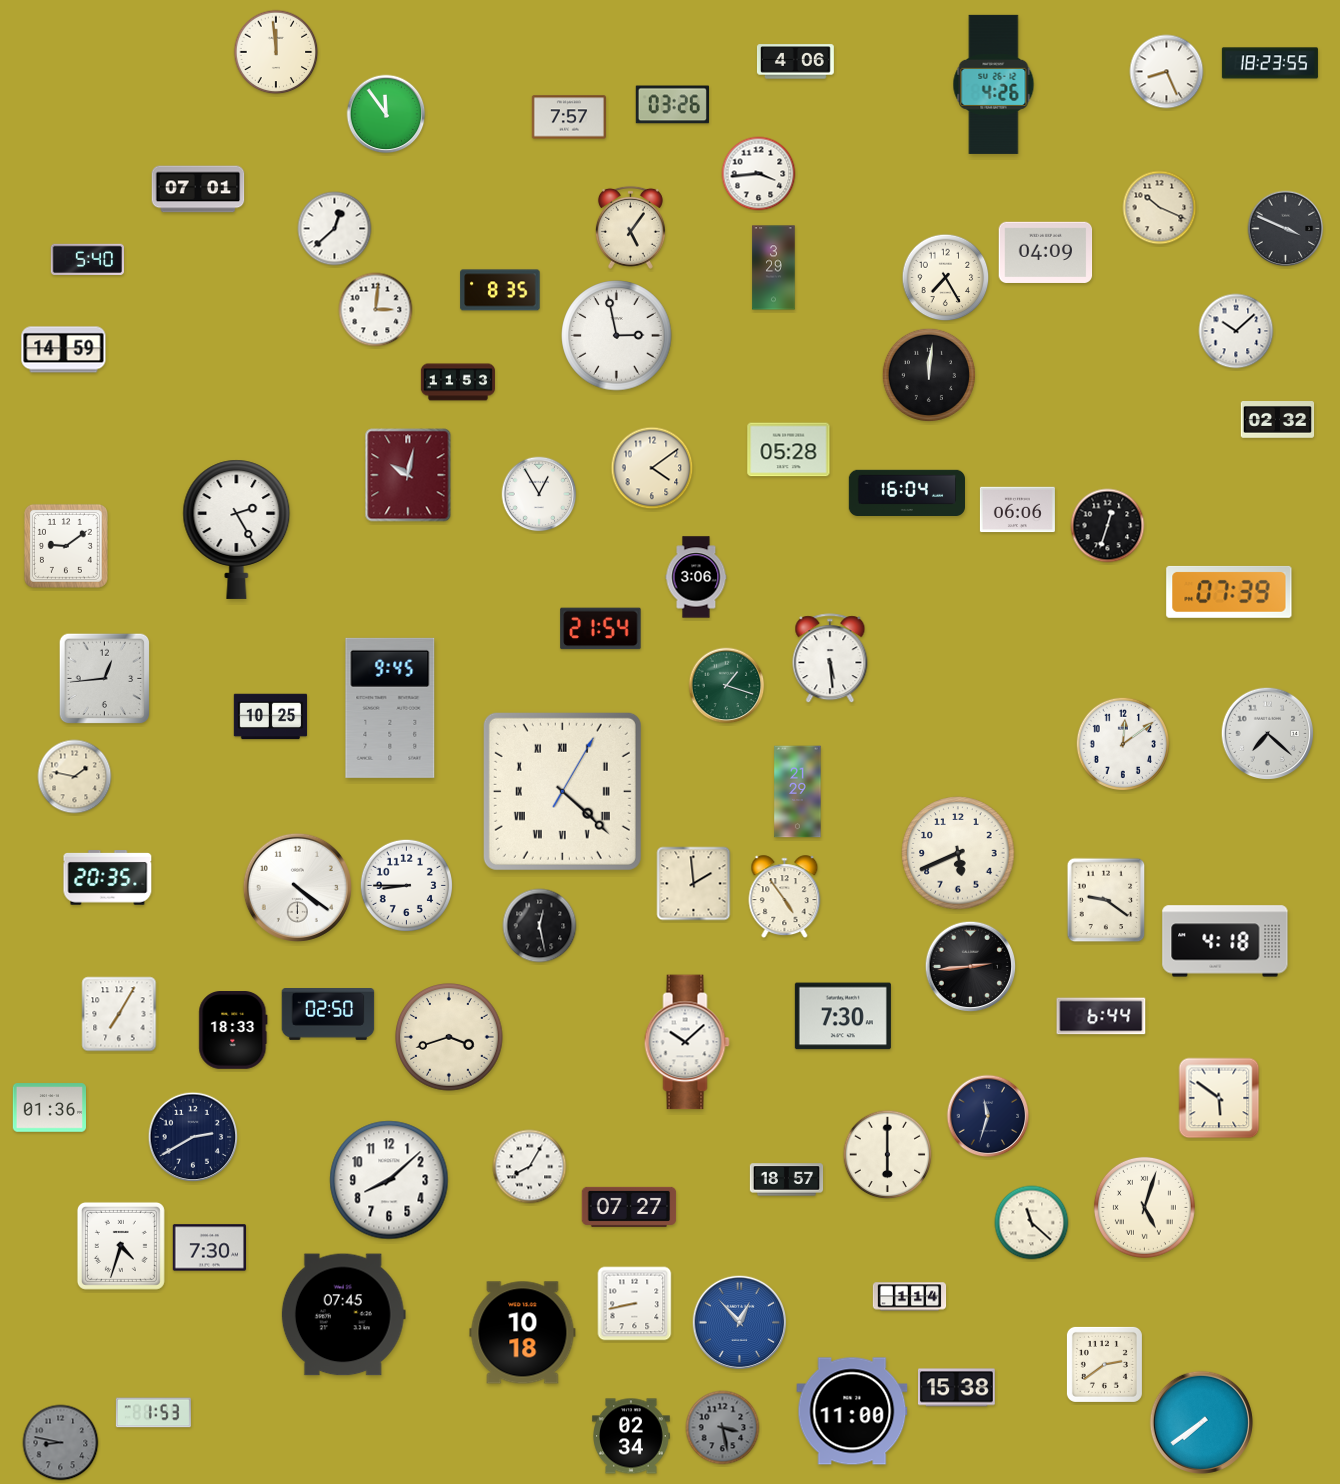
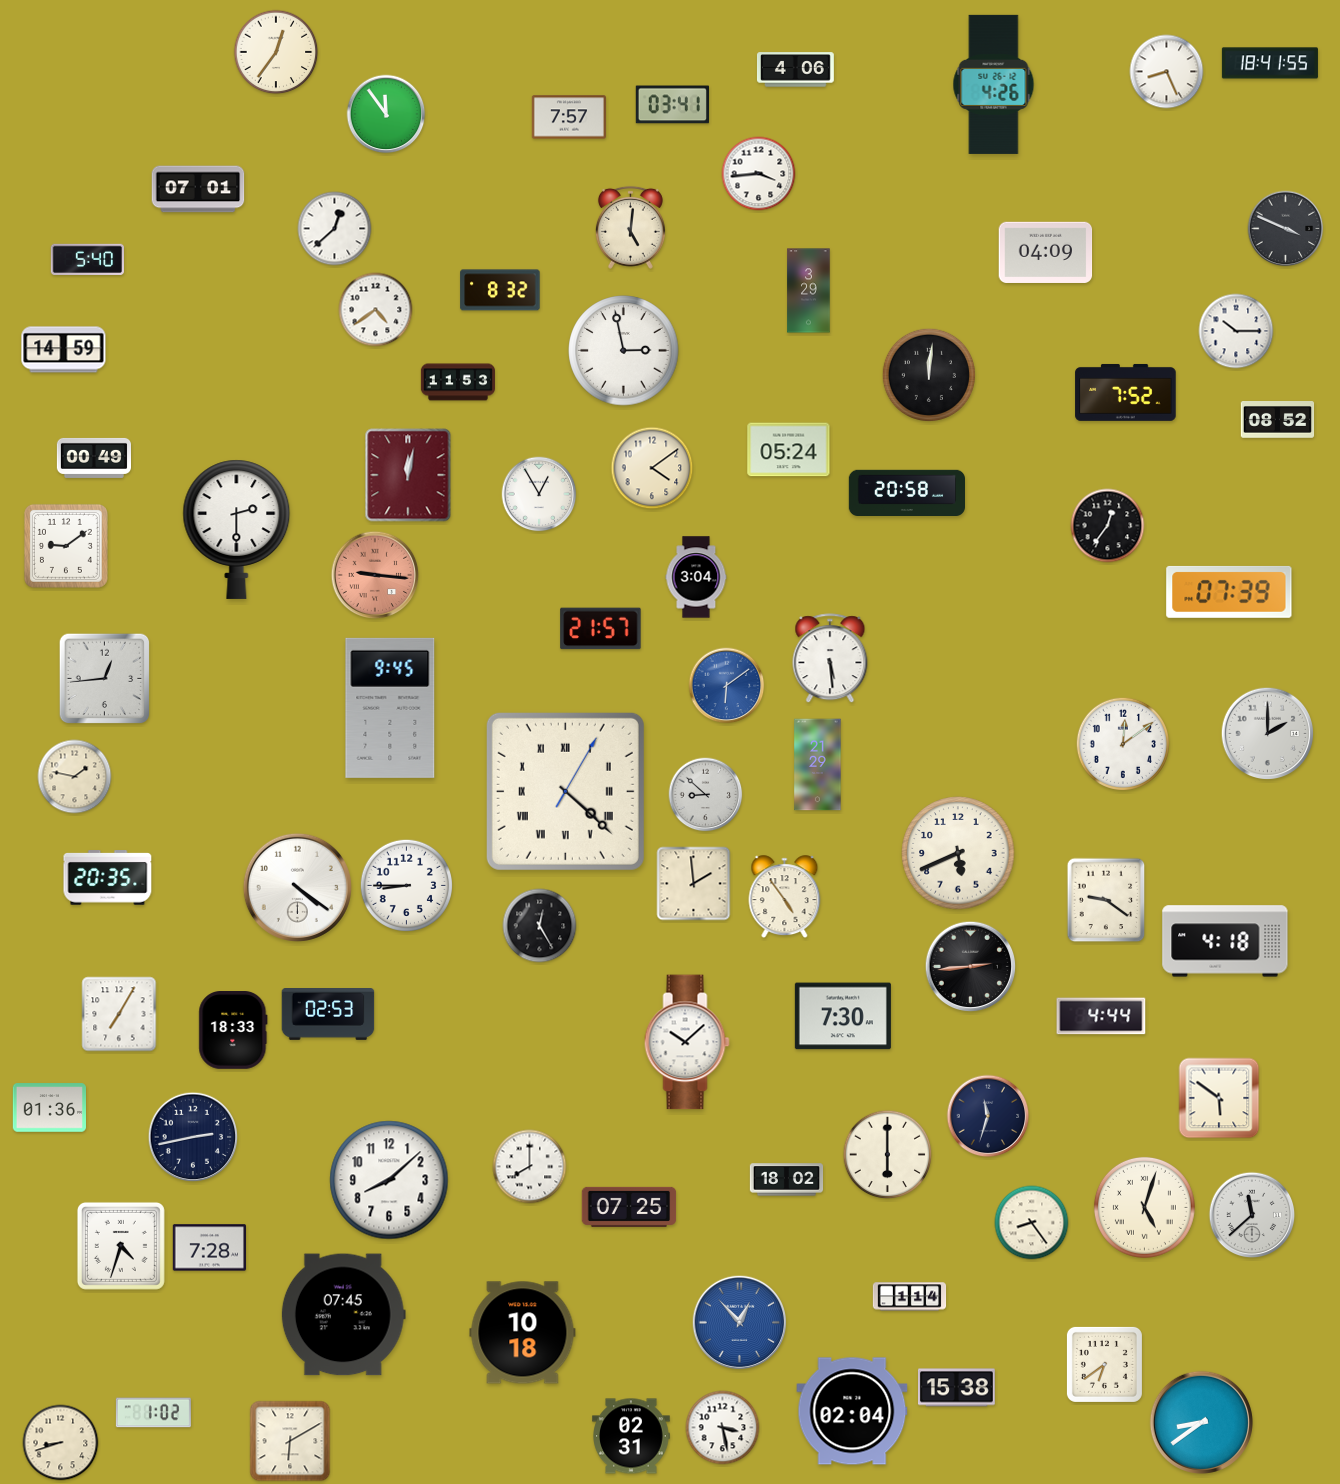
clock at (276, 52): 11:59 -> 12:36
clock at (795, 62) position: (795, 62) -> (795, 70)
clock at (1270, 63): 18:23 -> 18:41
clock at (672, 105): 03:26 -> 03:41
clock at (1160, 208): 10:19 -> none
clock at (630, 227): 5:06 -> 5:01
clock at (774, 268) position: (774, 268) -> (809, 291)
clock at (946, 278): 7:25 -> none
clock at (500, 290): 8:35 -> 8:32
clock at (376, 310): 3:01 -> 4:39
clock at (1236, 331): 10:08 -> 10:15
clock at (617, 336) position: (617, 336) -> (624, 351)
clock at (1126, 392): none -> 7:52
clock at (1278, 420): 02:32 -> 08:52
clock at (789, 450): 05:28 -> 05:24
clock at (93, 458): none -> 00:49
clock at (408, 475): 10:02 -> 12:02
clock at (906, 492): 16:04 -> 20:58
clock at (1017, 510): 06:06 -> none
clock at (1108, 526): 12:33 -> 12:36
clock at (237, 529): 2:25 -> 2:30
clock at (375, 575): none -> 9:16
clock at (696, 577): 3:06 -> 3:04
clock at (601, 629): 21:54 -> 21:57
clock at (727, 686): 1:18 -> 6:09
clock at (727, 686) dial: green -> blue
clock at (271, 717): 10:25 -> none
clock at (1268, 734): 7:22 -> 2:00
clock at (562, 791) position: (562, 791) -> (565, 791)
clock at (798, 792) position: (798, 792) -> (818, 765)
clock at (706, 795): none -> 8:52
clock at (540, 926): 12:28 -> 12:25
clock at (328, 1015): 02:50 -> 02:53
clock at (1101, 1016): 6:44 -> 4:44
clock at (449, 1037): 3:42 -> none
clock at (193, 1137): 2:40 -> 2:43
clock at (530, 1167): 8:05 -> 8:00
clock at (787, 1180): 18:57 -> 18:02
clock at (629, 1207): 07:27 -> 07:25
clock at (1252, 1215): none -> 11:38
clock at (1032, 1223): 11:22 -> 8:24
clock at (209, 1248): 7:30 -> 7:28
clock at (635, 1304): 8:43 -> none
clock at (1104, 1364): 2:39 -> 6:39
clock at (852, 1411): 11:00 -> 02:04
clock at (153, 1413): 1:53 -> 1:02
clock at (1201, 1422): 7:39 -> 8:39
clock at (723, 1428) dial: grey -> white
clock at (631, 1436): 02:34 -> 02:31
clock at (290, 1441): none -> 6:10
clock at (61, 1443): 8:47 -> 8:42
clock at (61, 1443) dial: grey -> cream
